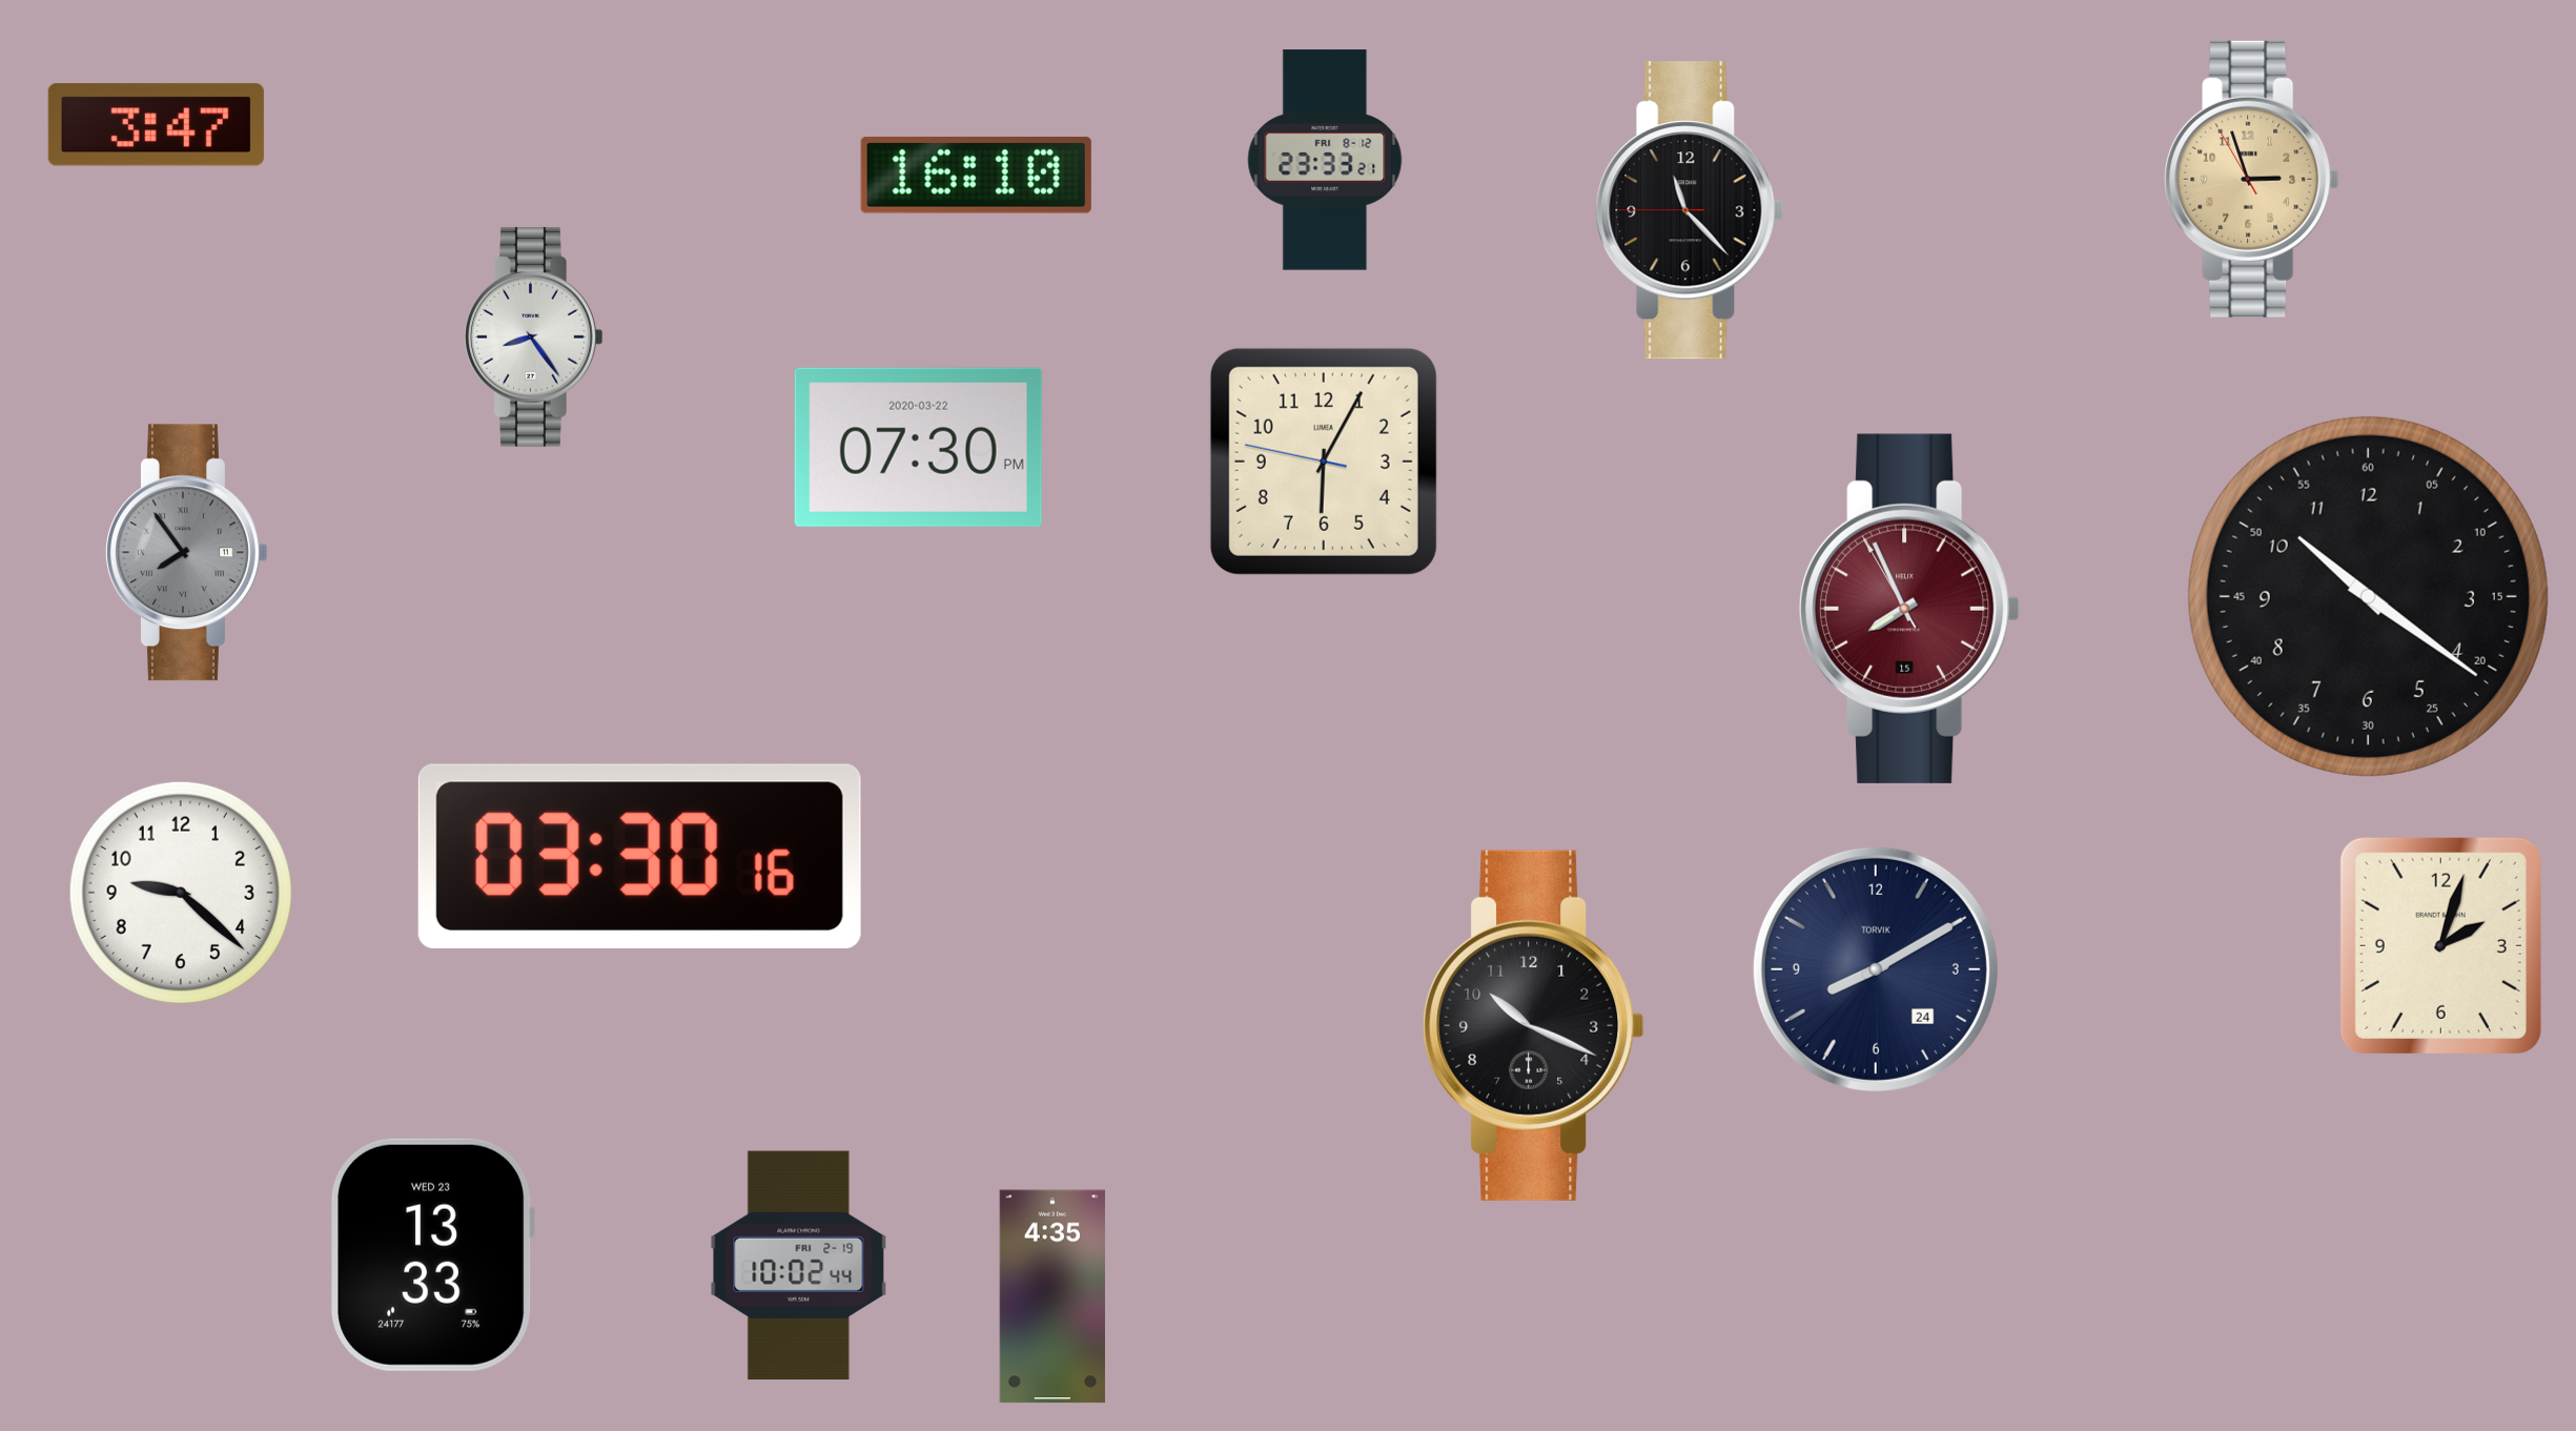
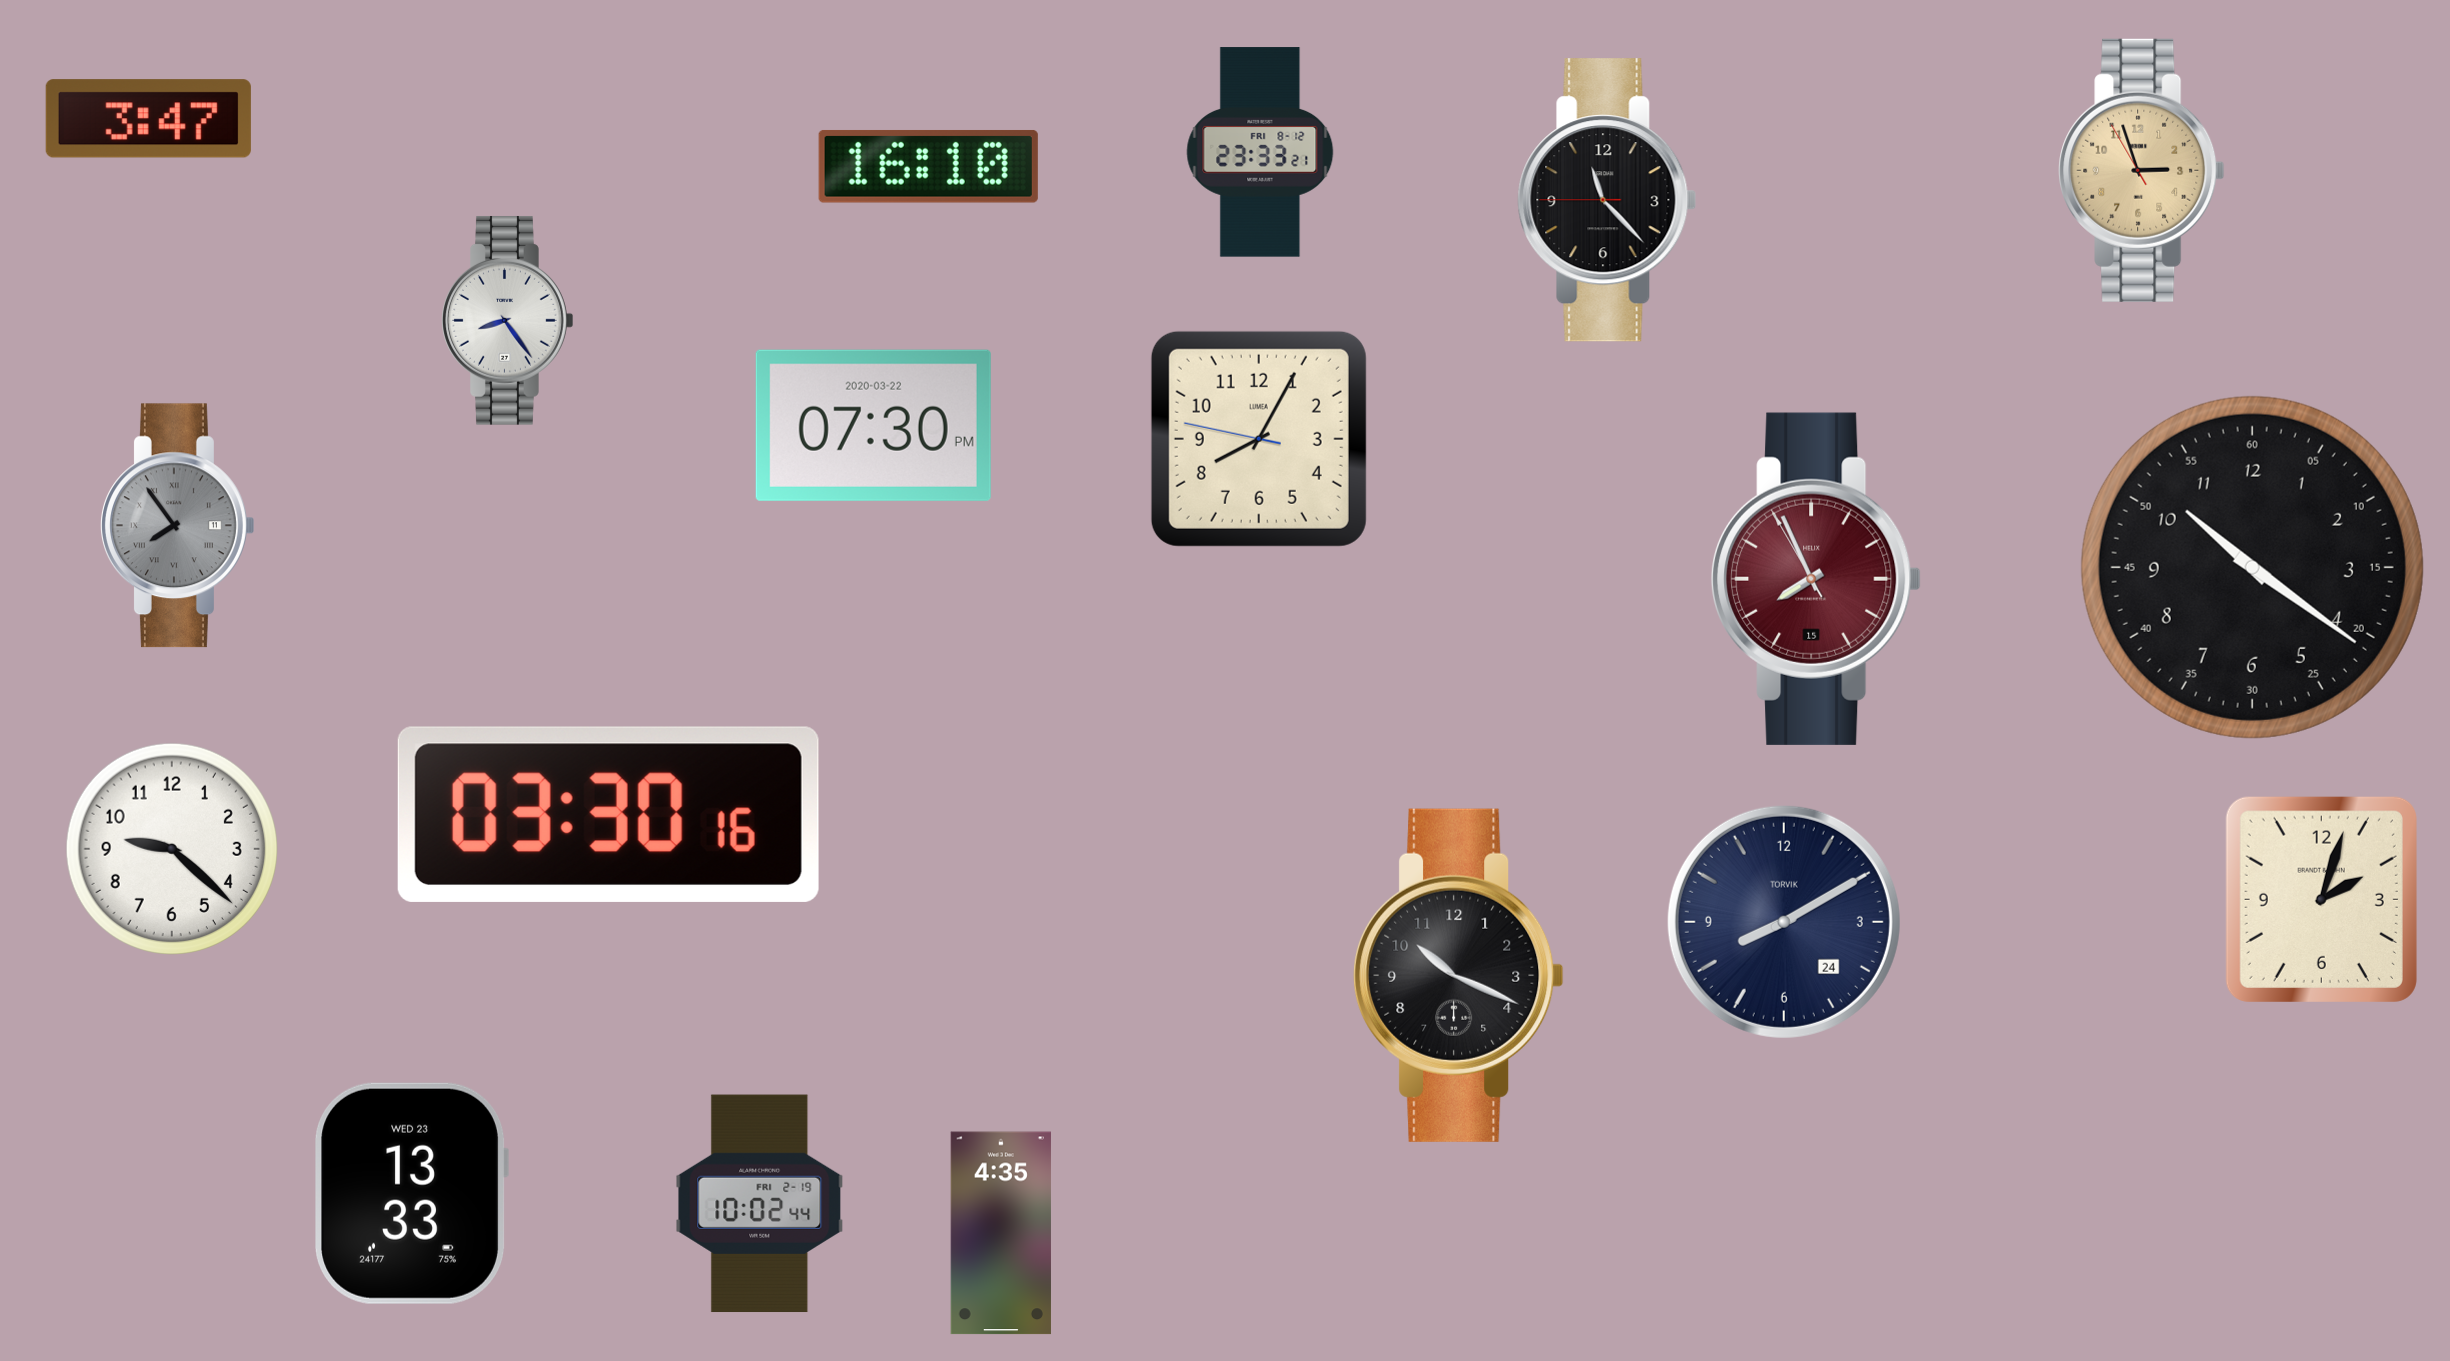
clock at (1324, 462): 6:04 -> 8:04
